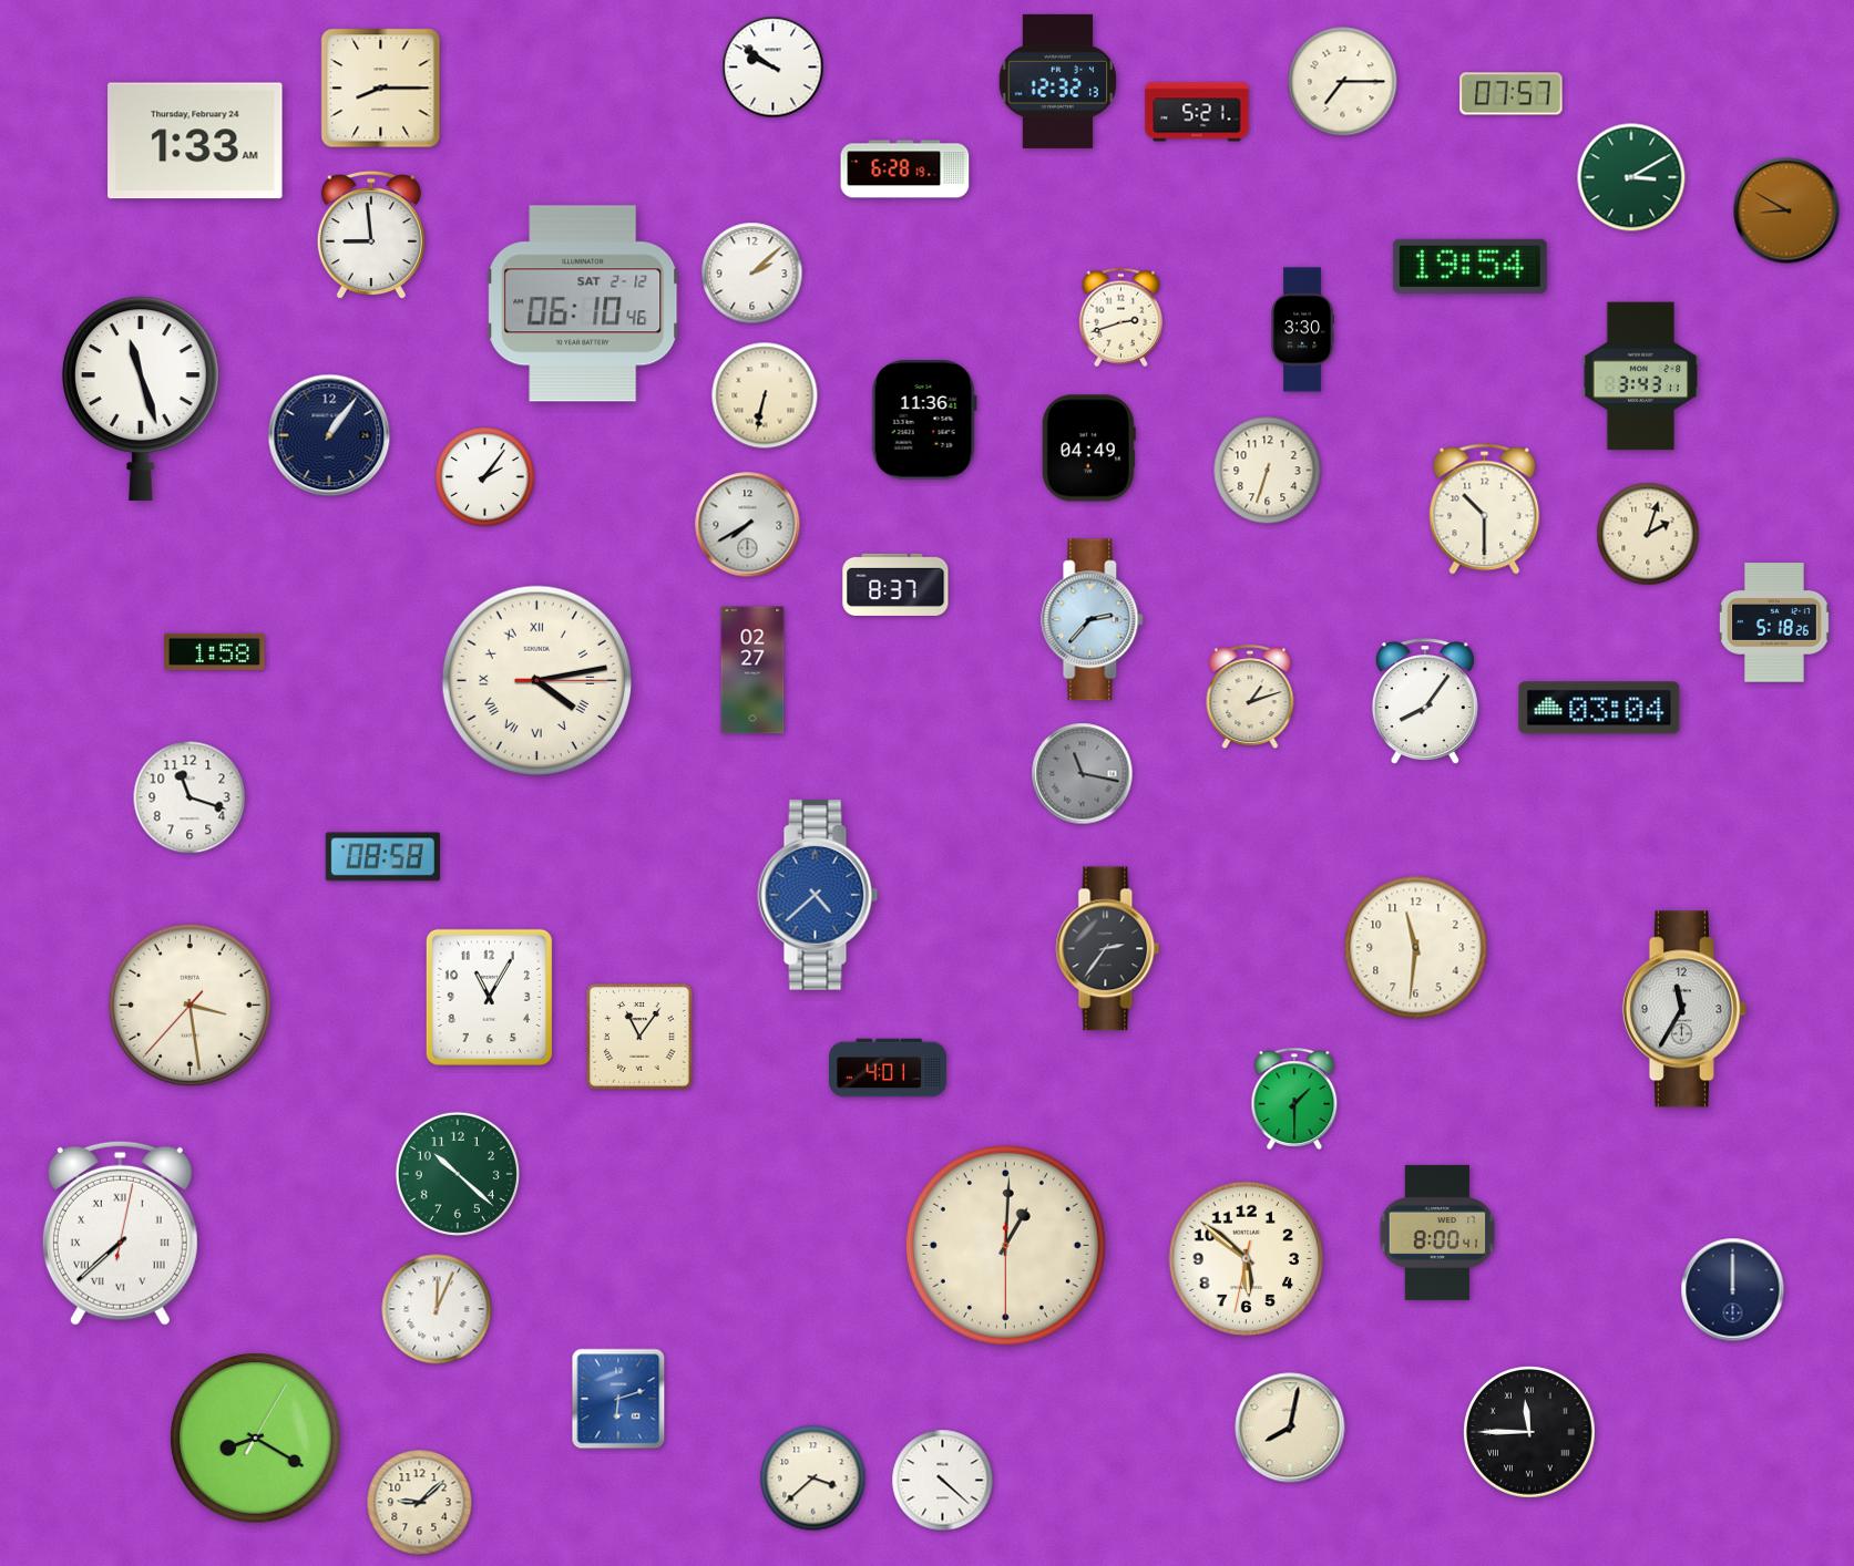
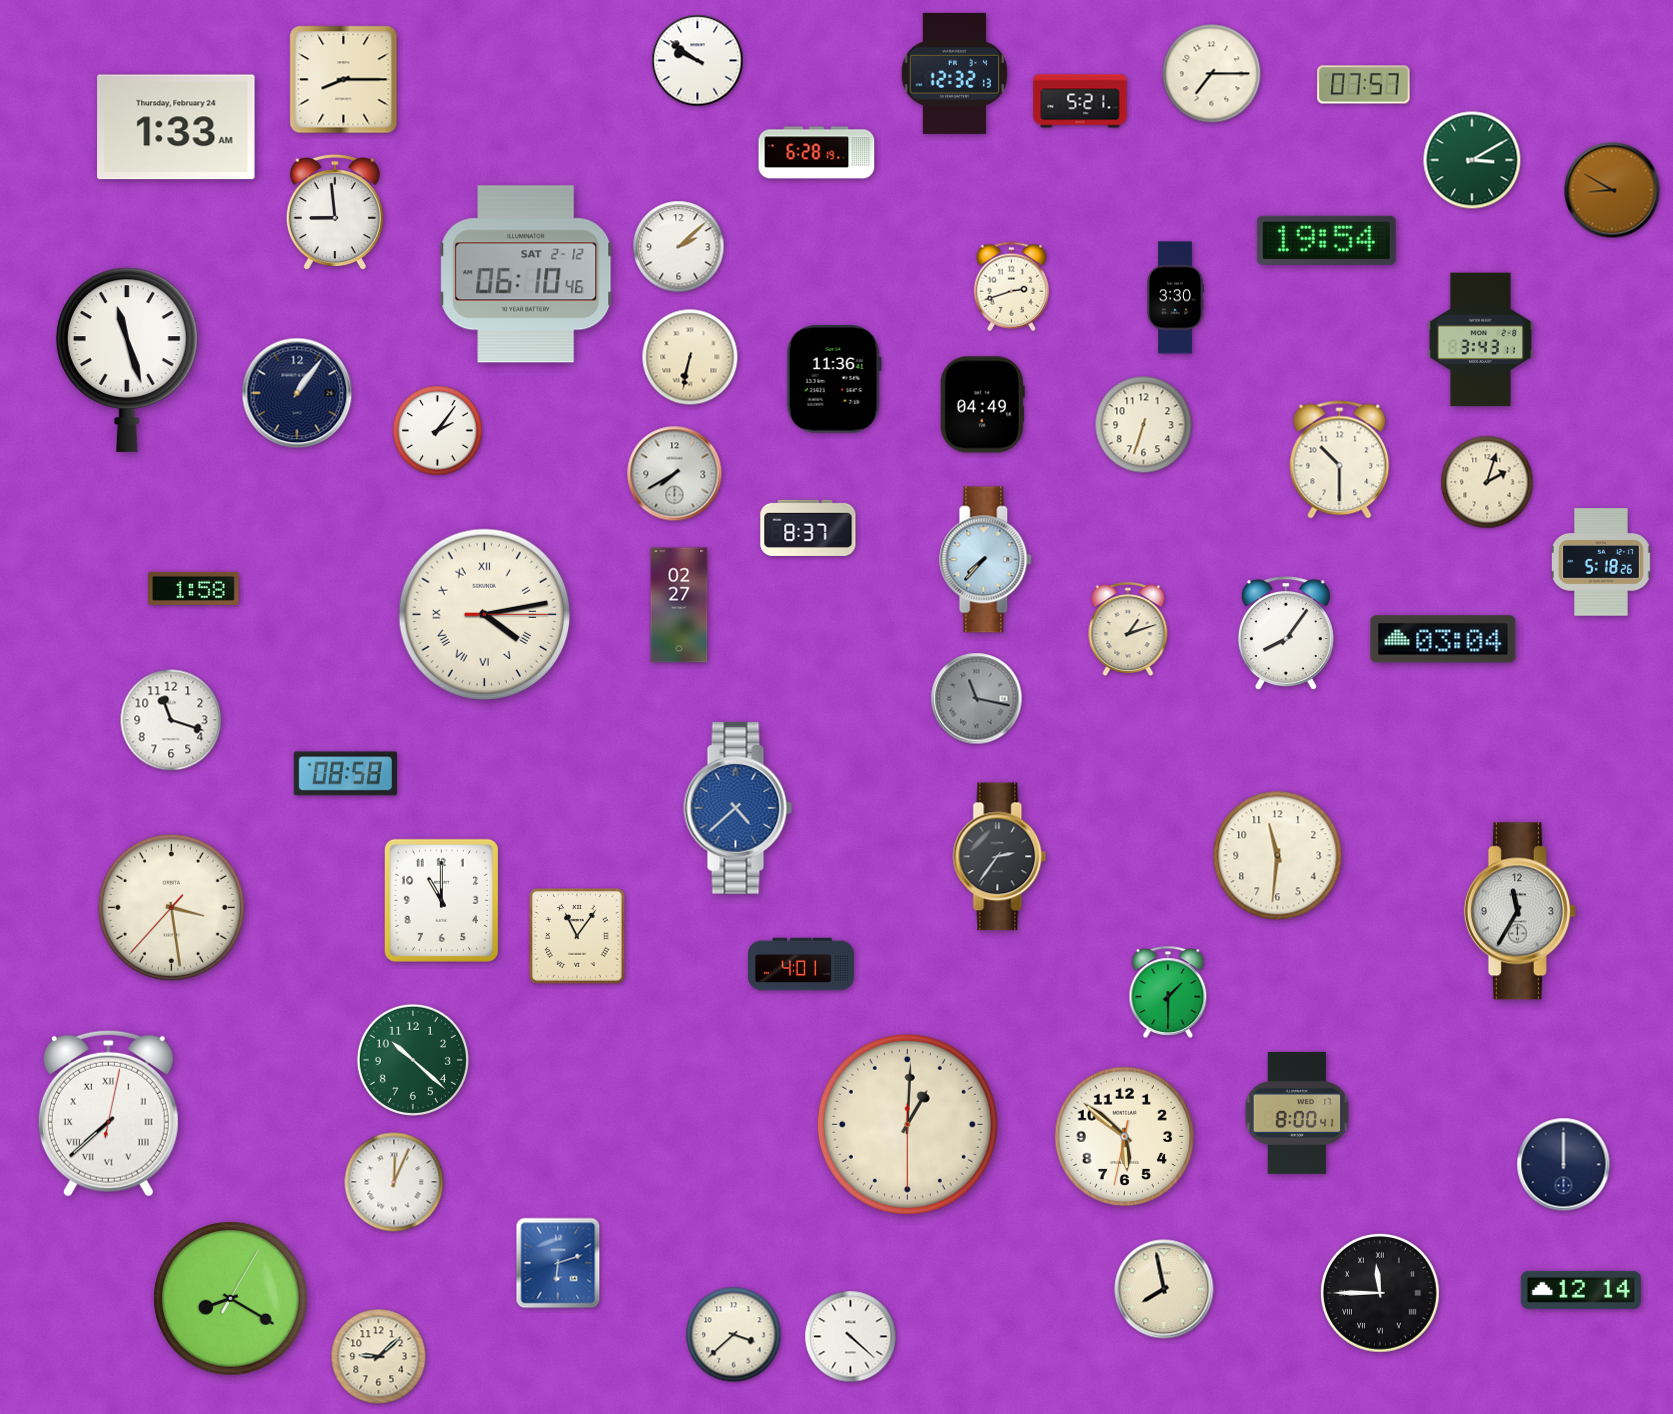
clock at (1093, 620): 2:37 -> 7:37
clock at (489, 997): 11:05 -> 11:00
clock at (1290, 1428): 8:02 -> 7:58
clock at (1581, 1290): none -> 12:14
